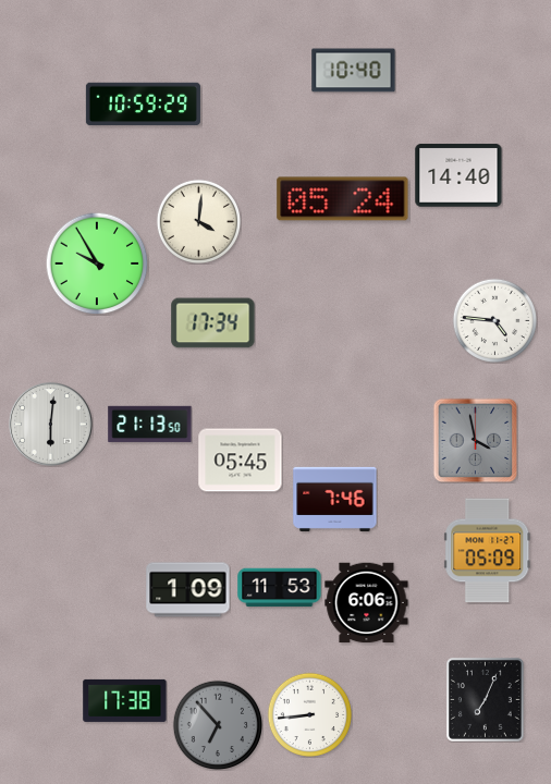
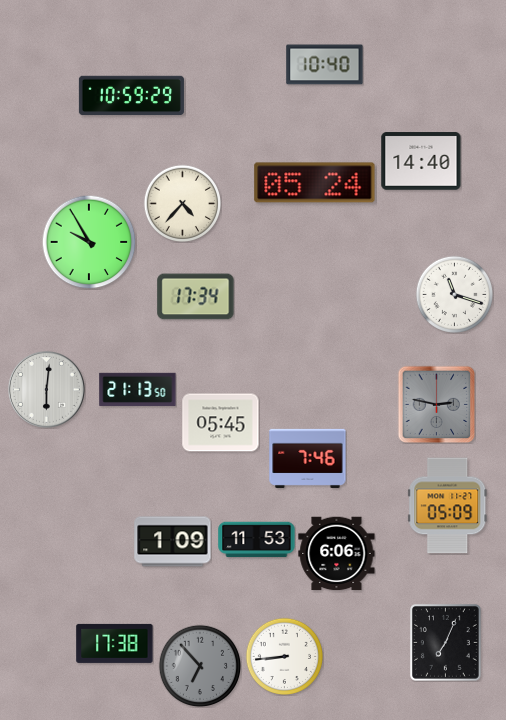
clock at (198, 221): 4:01 -> 4:37
clock at (494, 320): 4:46 -> 11:18
clock at (475, 440): 3:58 -> 2:47
